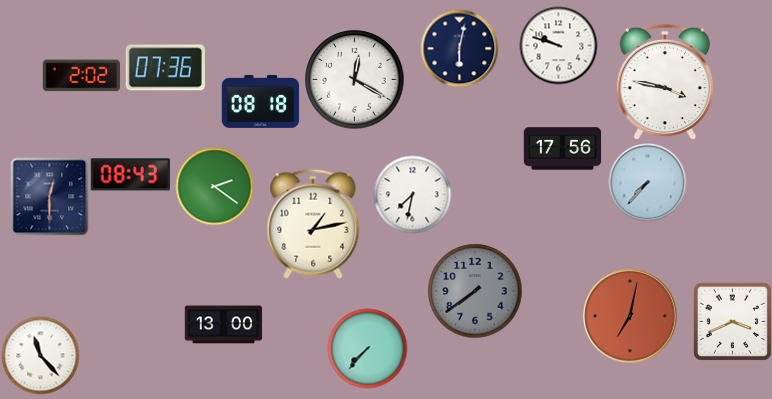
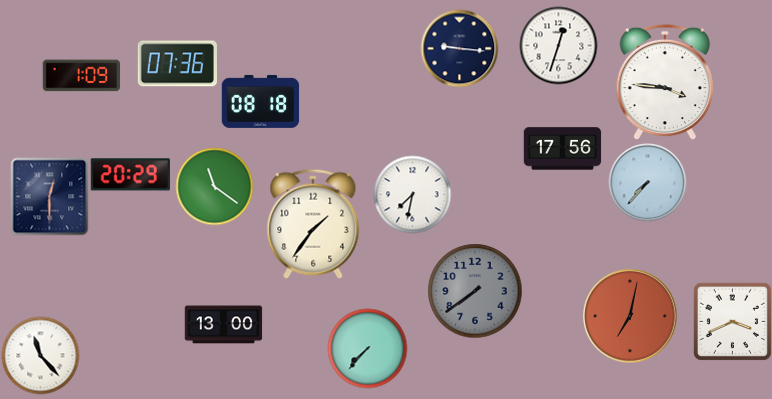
clock at (558, 45): 9:48 -> 12:33
clock at (459, 48): 6:02 -> 9:16
clock at (165, 68) position: (165, 68) -> (177, 64)
clock at (81, 76): 2:02 -> 1:09
clock at (355, 80): 12:20 -> none
clock at (665, 82): 3:47 -> 3:46
clock at (130, 175): 08:43 -> 20:29
clock at (214, 186): 2:21 -> 11:21
clock at (313, 224): 1:13 -> 1:36
